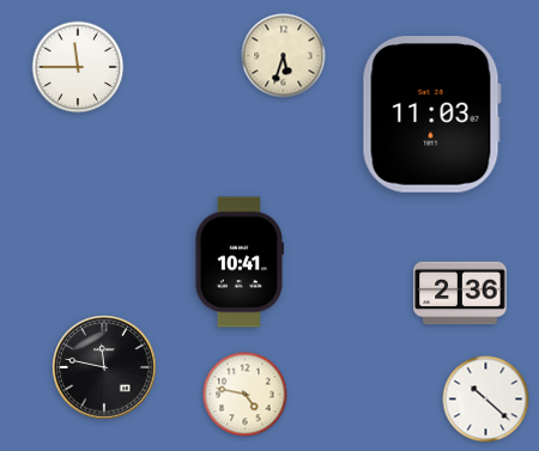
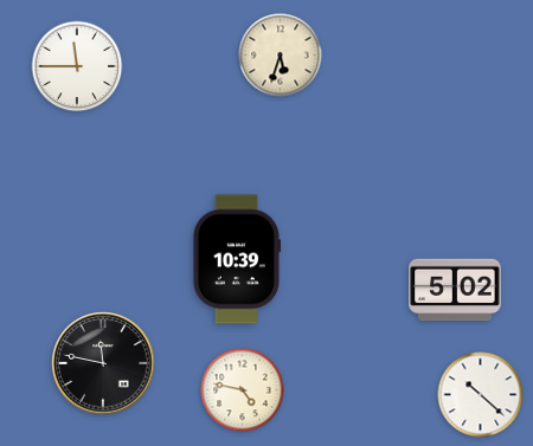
clock at (431, 115): 11:03 -> none
clock at (238, 262): 10:41 -> 10:39
clock at (460, 293): 2:36 -> 5:02
